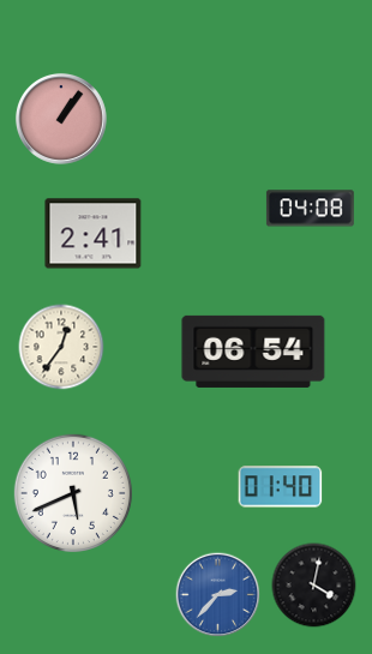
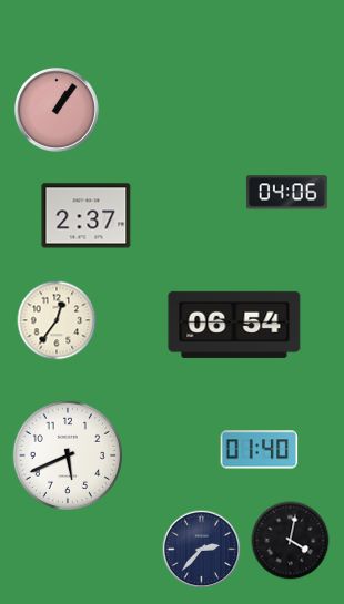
clock at (310, 209): 04:08 -> 04:06
clock at (94, 234): 2:41 -> 2:37
clock at (218, 595) dial: blue -> navy
